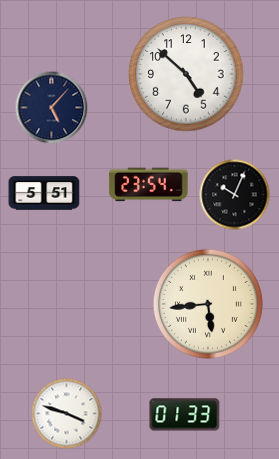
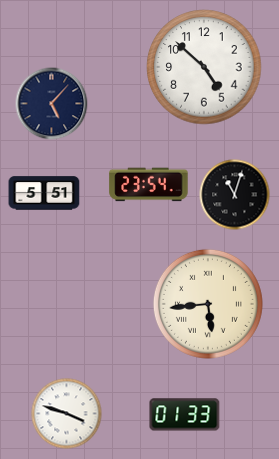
clock at (186, 74) position: (186, 74) -> (204, 67)
clock at (52, 108) position: (52, 108) -> (52, 104)
clock at (235, 195): 10:04 -> 11:03
